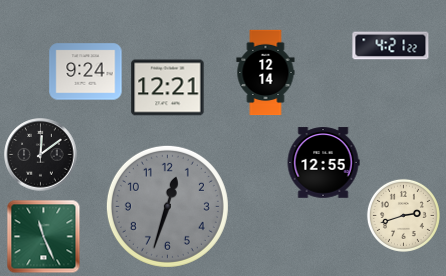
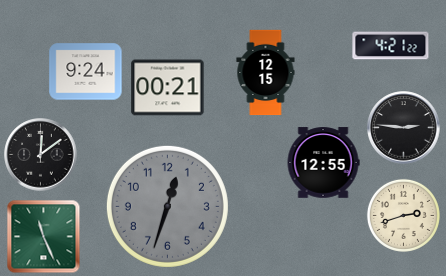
clock at (266, 73): 12:14 -> 12:15
clock at (168, 88): 12:21 -> 00:21
clock at (404, 128): none -> 2:46
